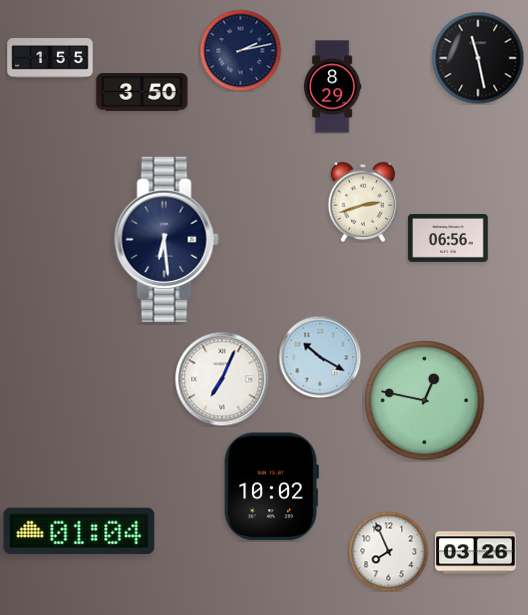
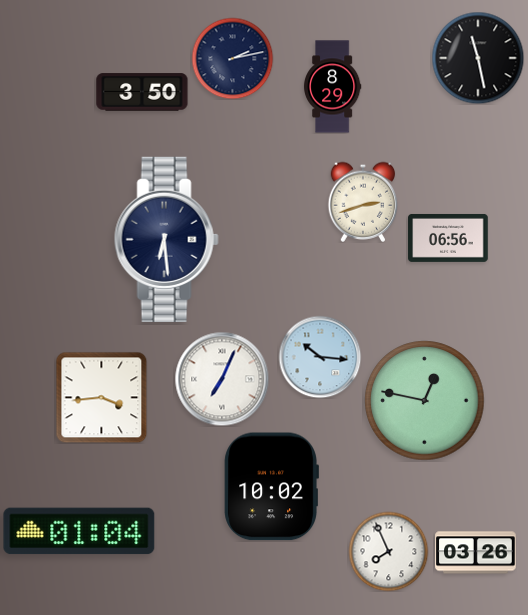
clock at (240, 50) position: (240, 50) -> (232, 58)
clock at (50, 58): 1:55 -> none
clock at (320, 357): 10:20 -> 10:16
clock at (101, 397): none -> 3:44
